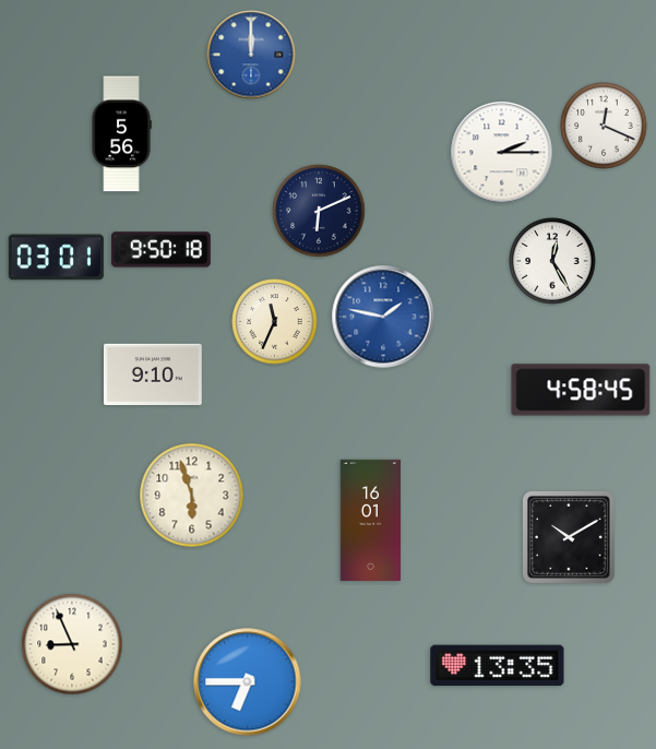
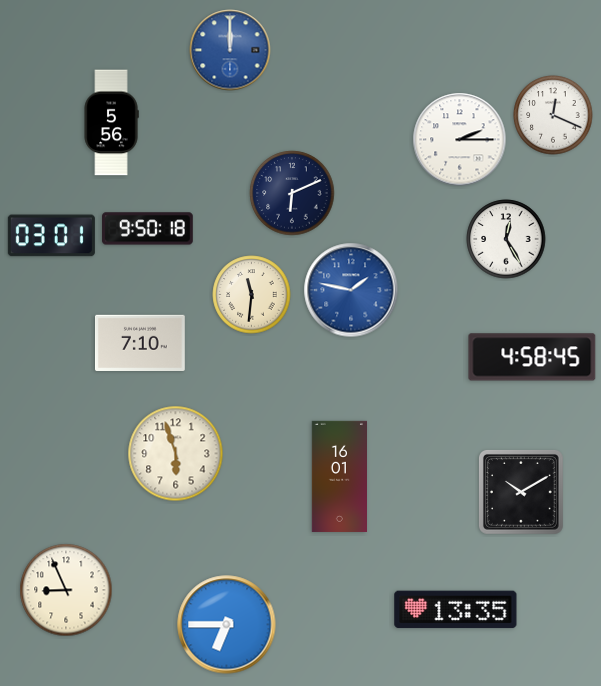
clock at (275, 322): 11:34 -> 11:31
clock at (154, 373): 9:10 -> 7:10
